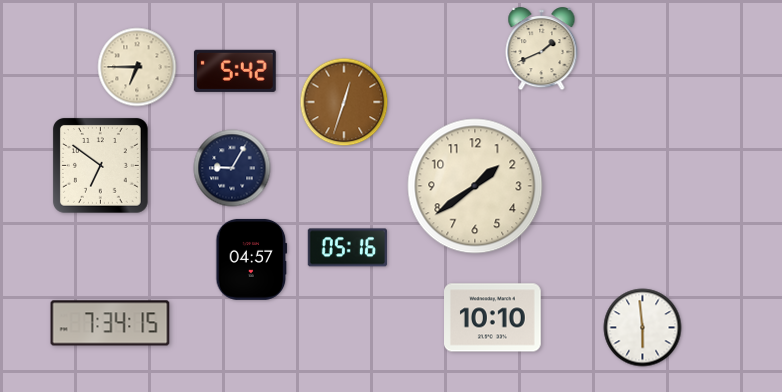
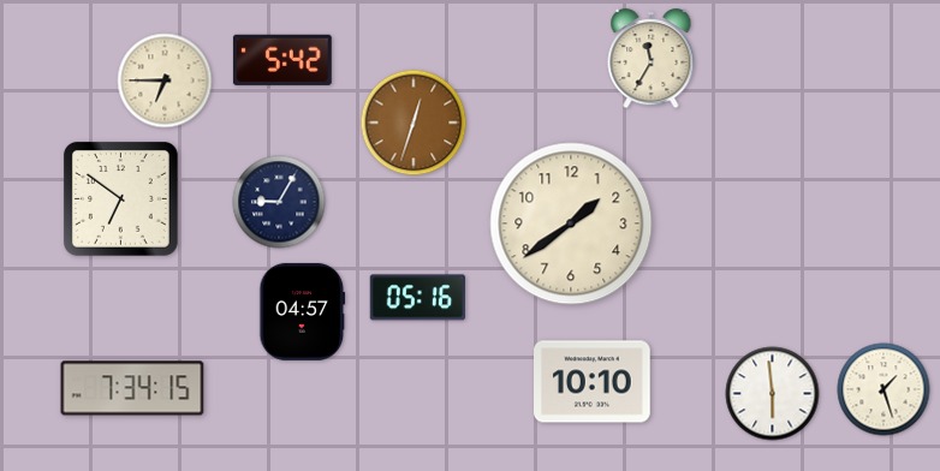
clock at (542, 50): 1:41 -> 11:35
clock at (235, 71) position: (235, 71) -> (282, 60)
clock at (884, 389): none -> 1:27
